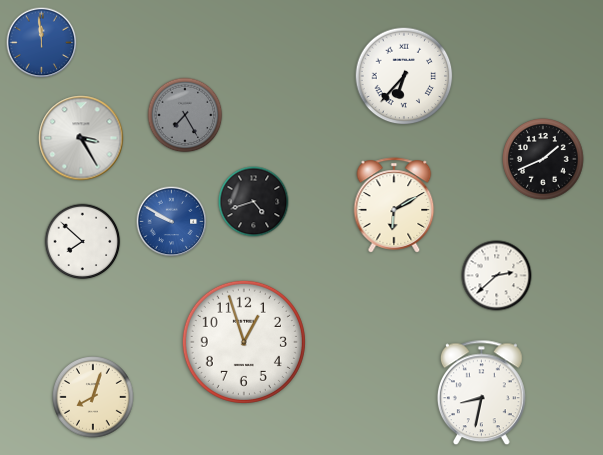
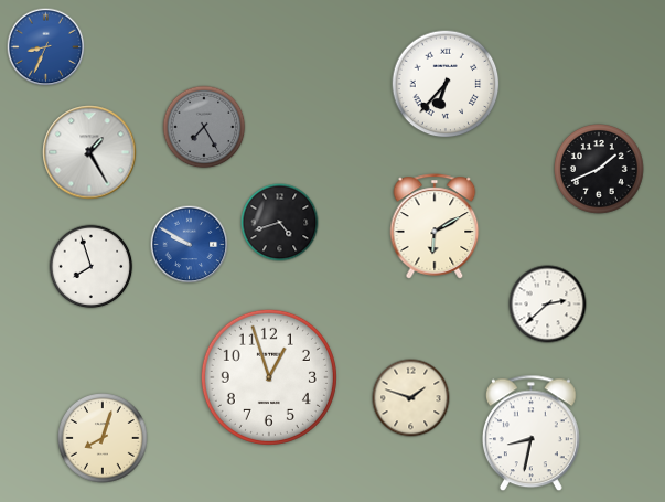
clock at (42, 43): 11:59 -> 8:34
clock at (81, 138): 3:25 -> 1:25
clock at (544, 160) position: (544, 160) -> (600, 170)
clock at (83, 242): 7:52 -> 7:57
clock at (411, 398): none -> 1:48
